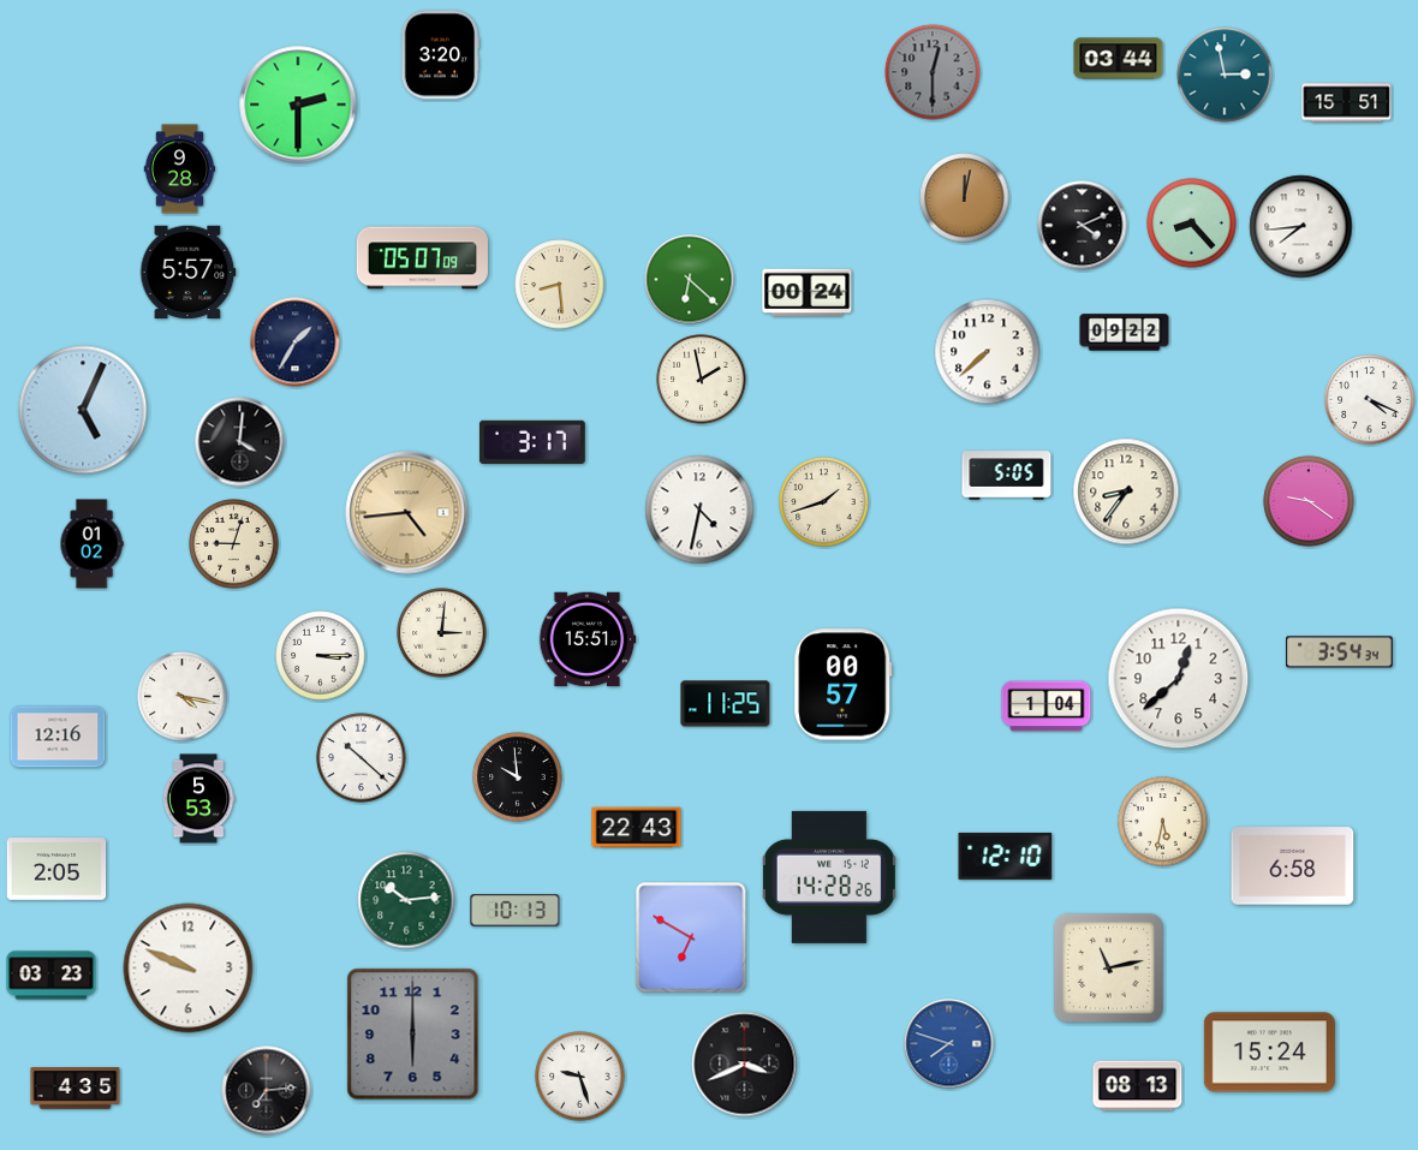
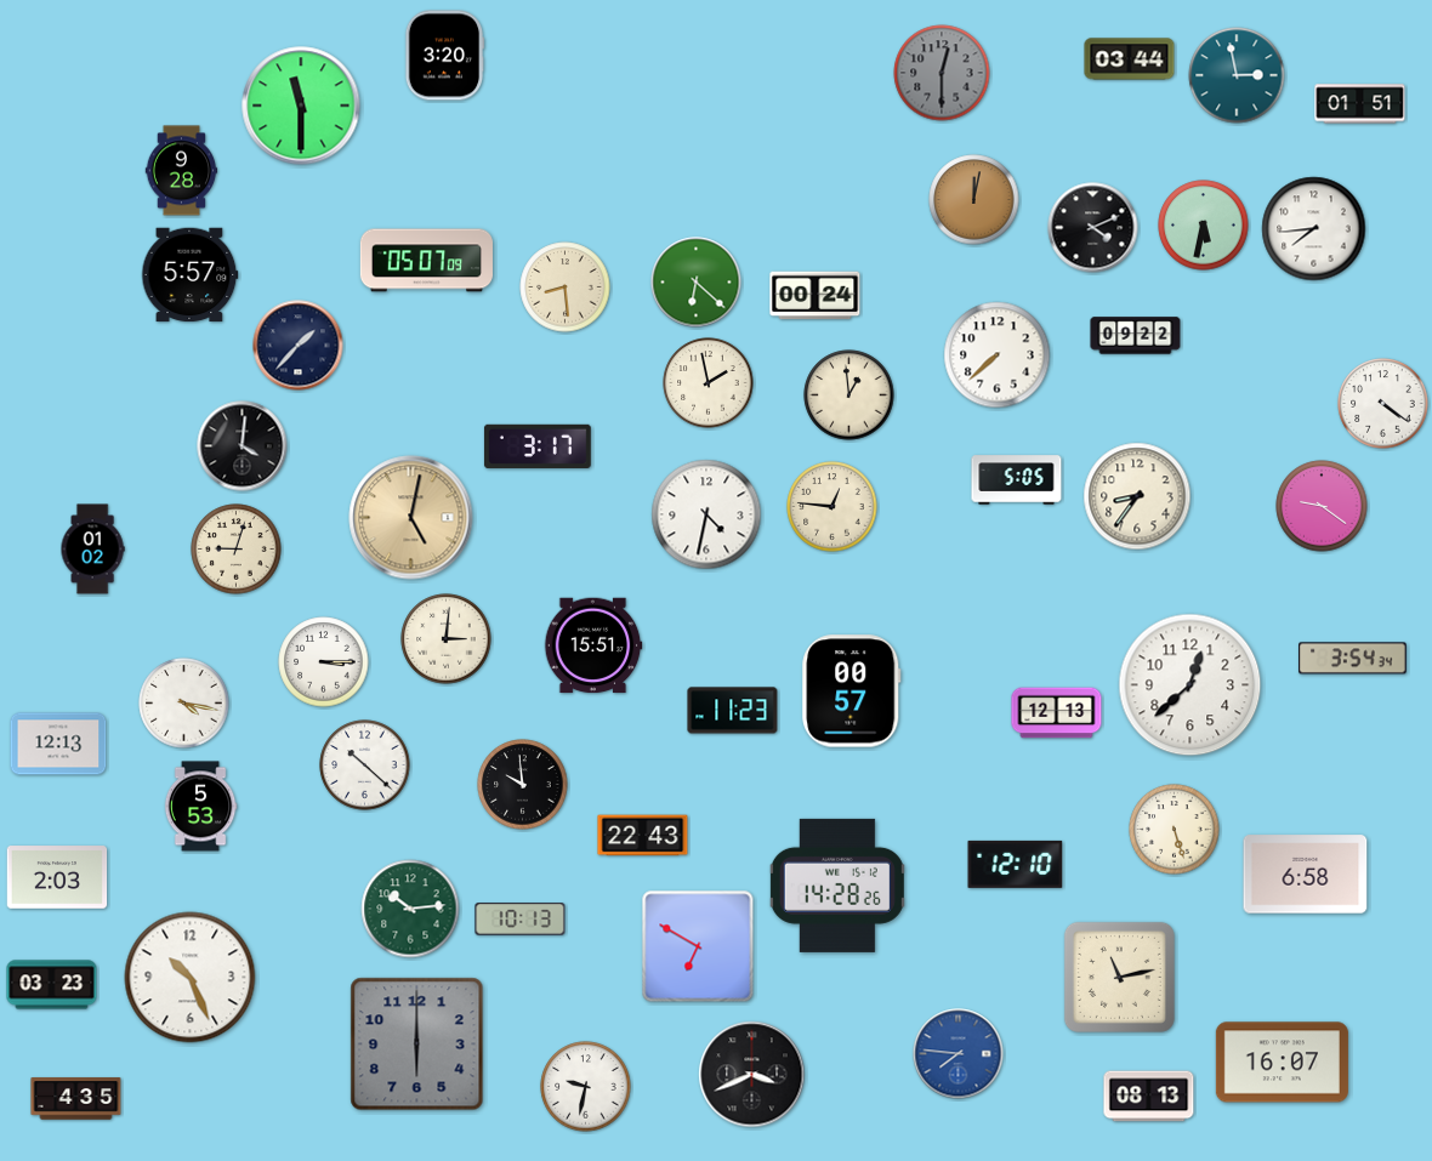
clock at (1347, 103): 15:51 -> 01:51
clock at (298, 105): 2:30 -> 11:30
clock at (1192, 224): 8:23 -> 5:32
clock at (296, 342): 1:35 -> 1:37
clock at (849, 395): none -> 12:59
clock at (1370, 400): 4:19 -> 4:21
clock at (83, 410): 5:04 -> none
clock at (824, 502): 1:42 -> 12:46
clock at (407, 513): 4:44 -> 5:02
clock at (726, 704): 11:25 -> 11:23
clock at (1047, 707): 1:04 -> 12:13
clock at (58, 737): 12:16 -> 12:13
clock at (1163, 822): 5:32 -> 5:27
clock at (56, 869): 2:05 -> 2:03
clock at (189, 969): 9:49 -> 10:26
clock at (949, 1044): 7:48 -> 7:46
clock at (1269, 1053): 15:24 -> 16:07
clock at (580, 1077): 9:27 -> 9:32
clock at (267, 1091): 7:14 -> none
